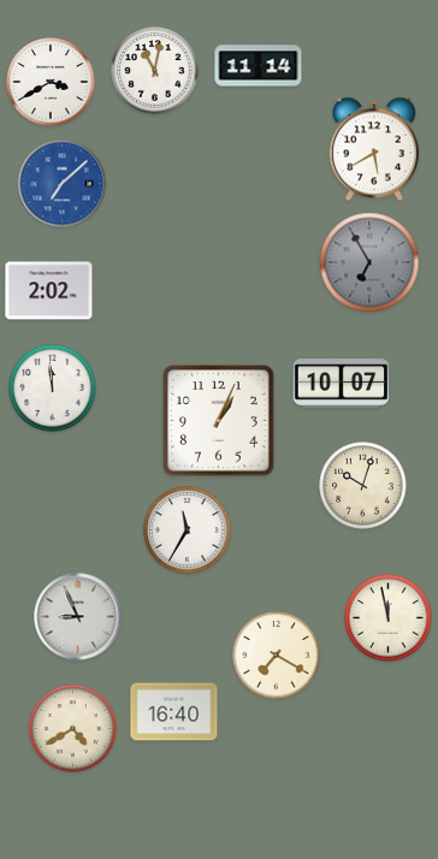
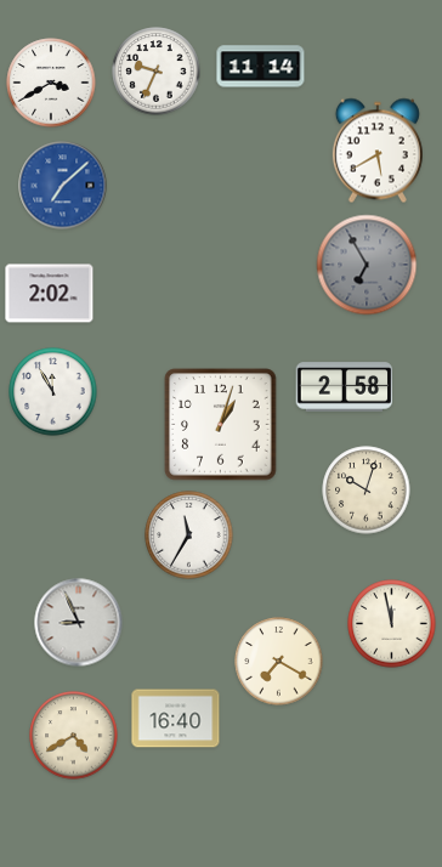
clock at (155, 71): 11:02 -> 9:34
clock at (369, 262) position: (369, 262) -> (367, 265)
clock at (342, 384): 10:07 -> 2:58
clock at (53, 389): 11:59 -> 11:55
clock at (219, 421): 1:04 -> 1:03
